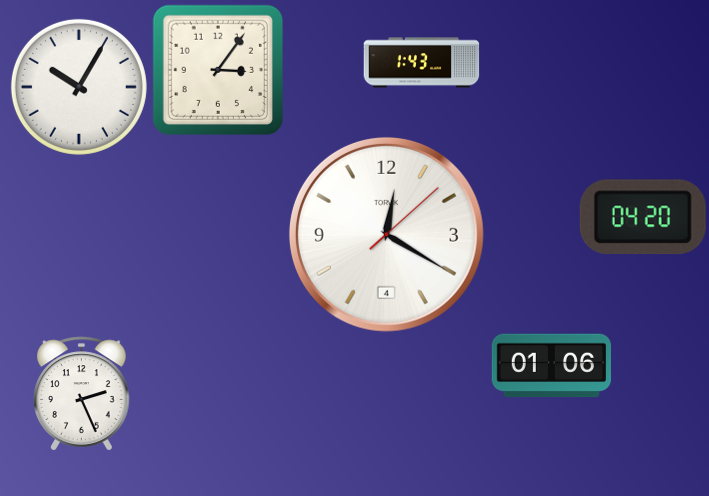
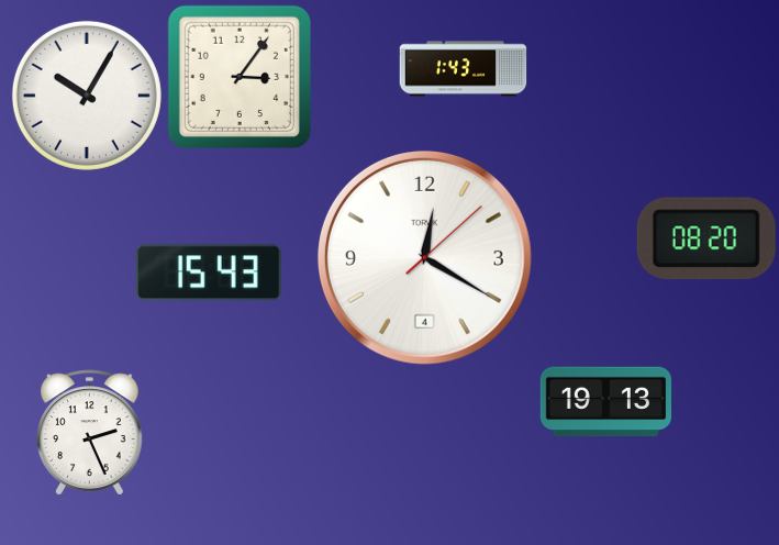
clock at (643, 217): 04:20 -> 08:20
clock at (209, 272): none -> 15:43
clock at (551, 366): 01:06 -> 19:13
